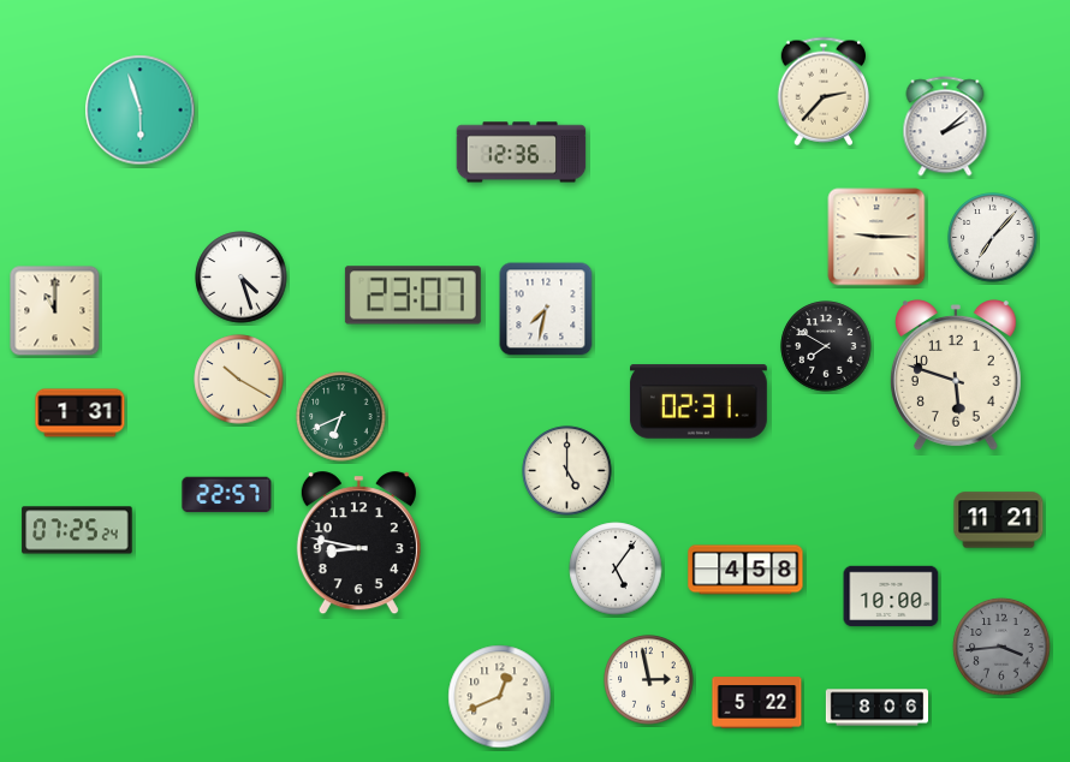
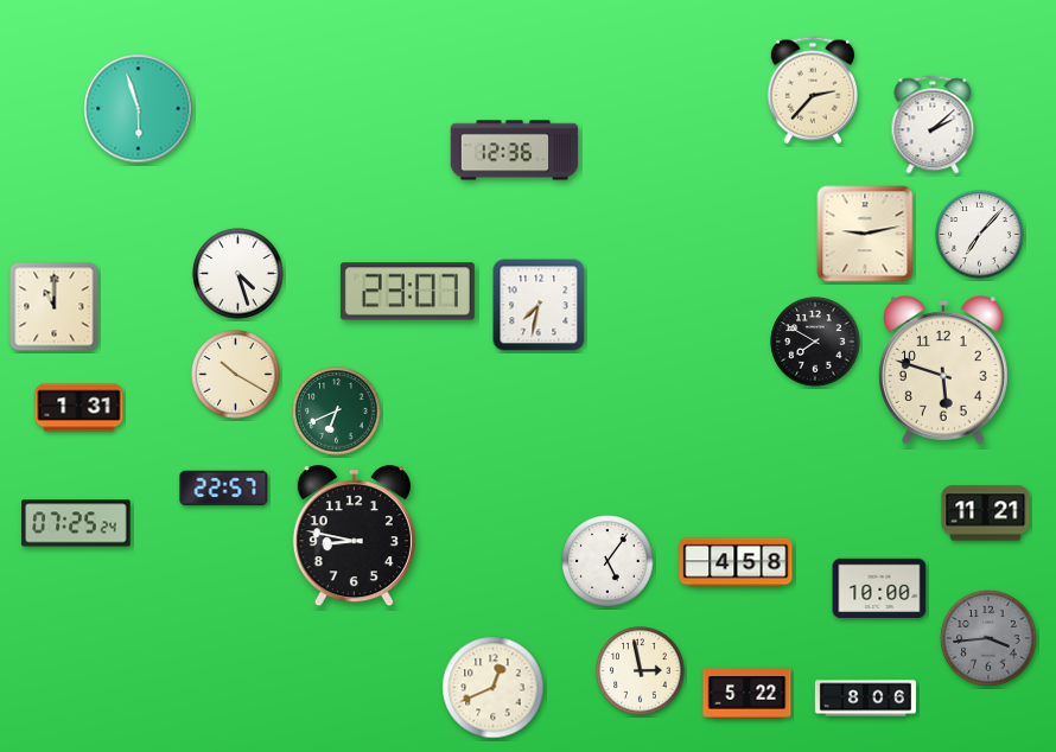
clock at (876, 237): 9:15 -> 9:13
clock at (699, 401): 02:31 -> none
clock at (567, 471): 5:00 -> none
